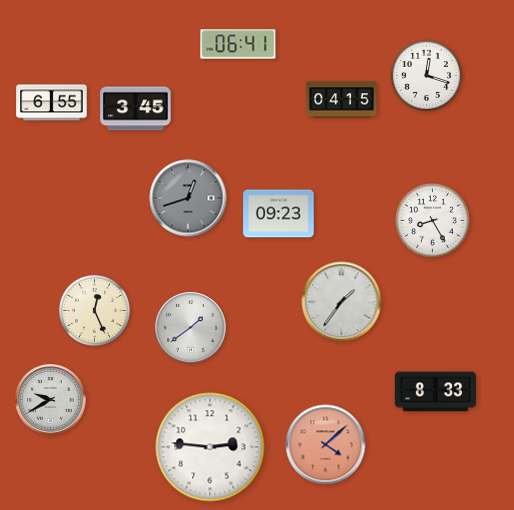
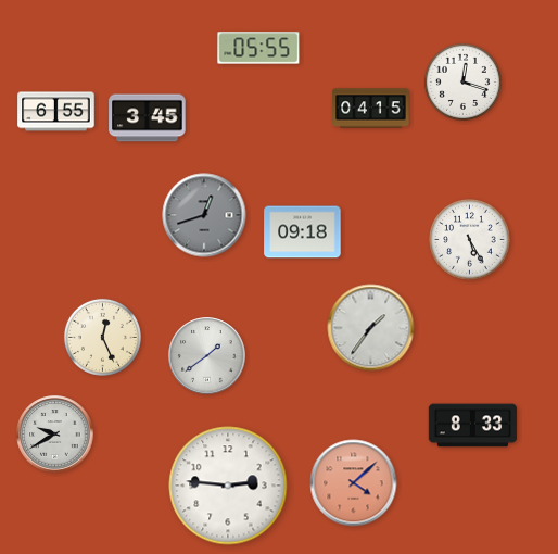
clock at (238, 44): 06:41 -> 05:55
clock at (279, 214): 09:23 -> 09:18
clock at (433, 221): 8:25 -> 5:25
